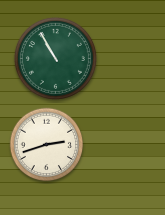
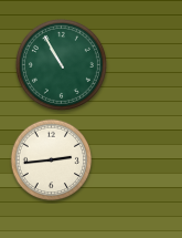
clock at (47, 145): 2:42 -> 2:44
